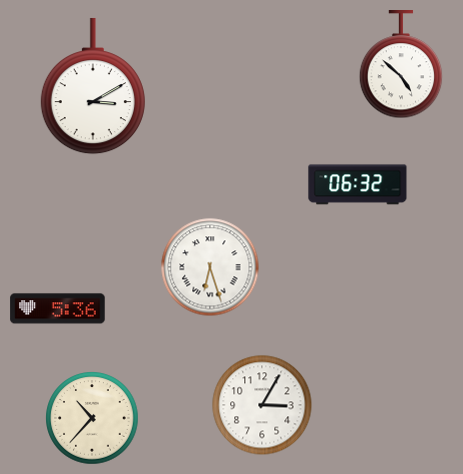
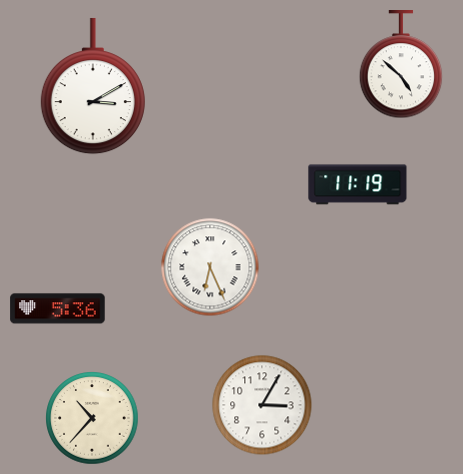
clock at (358, 185): 06:32 -> 11:19
clock at (210, 267): 6:27 -> 6:26
